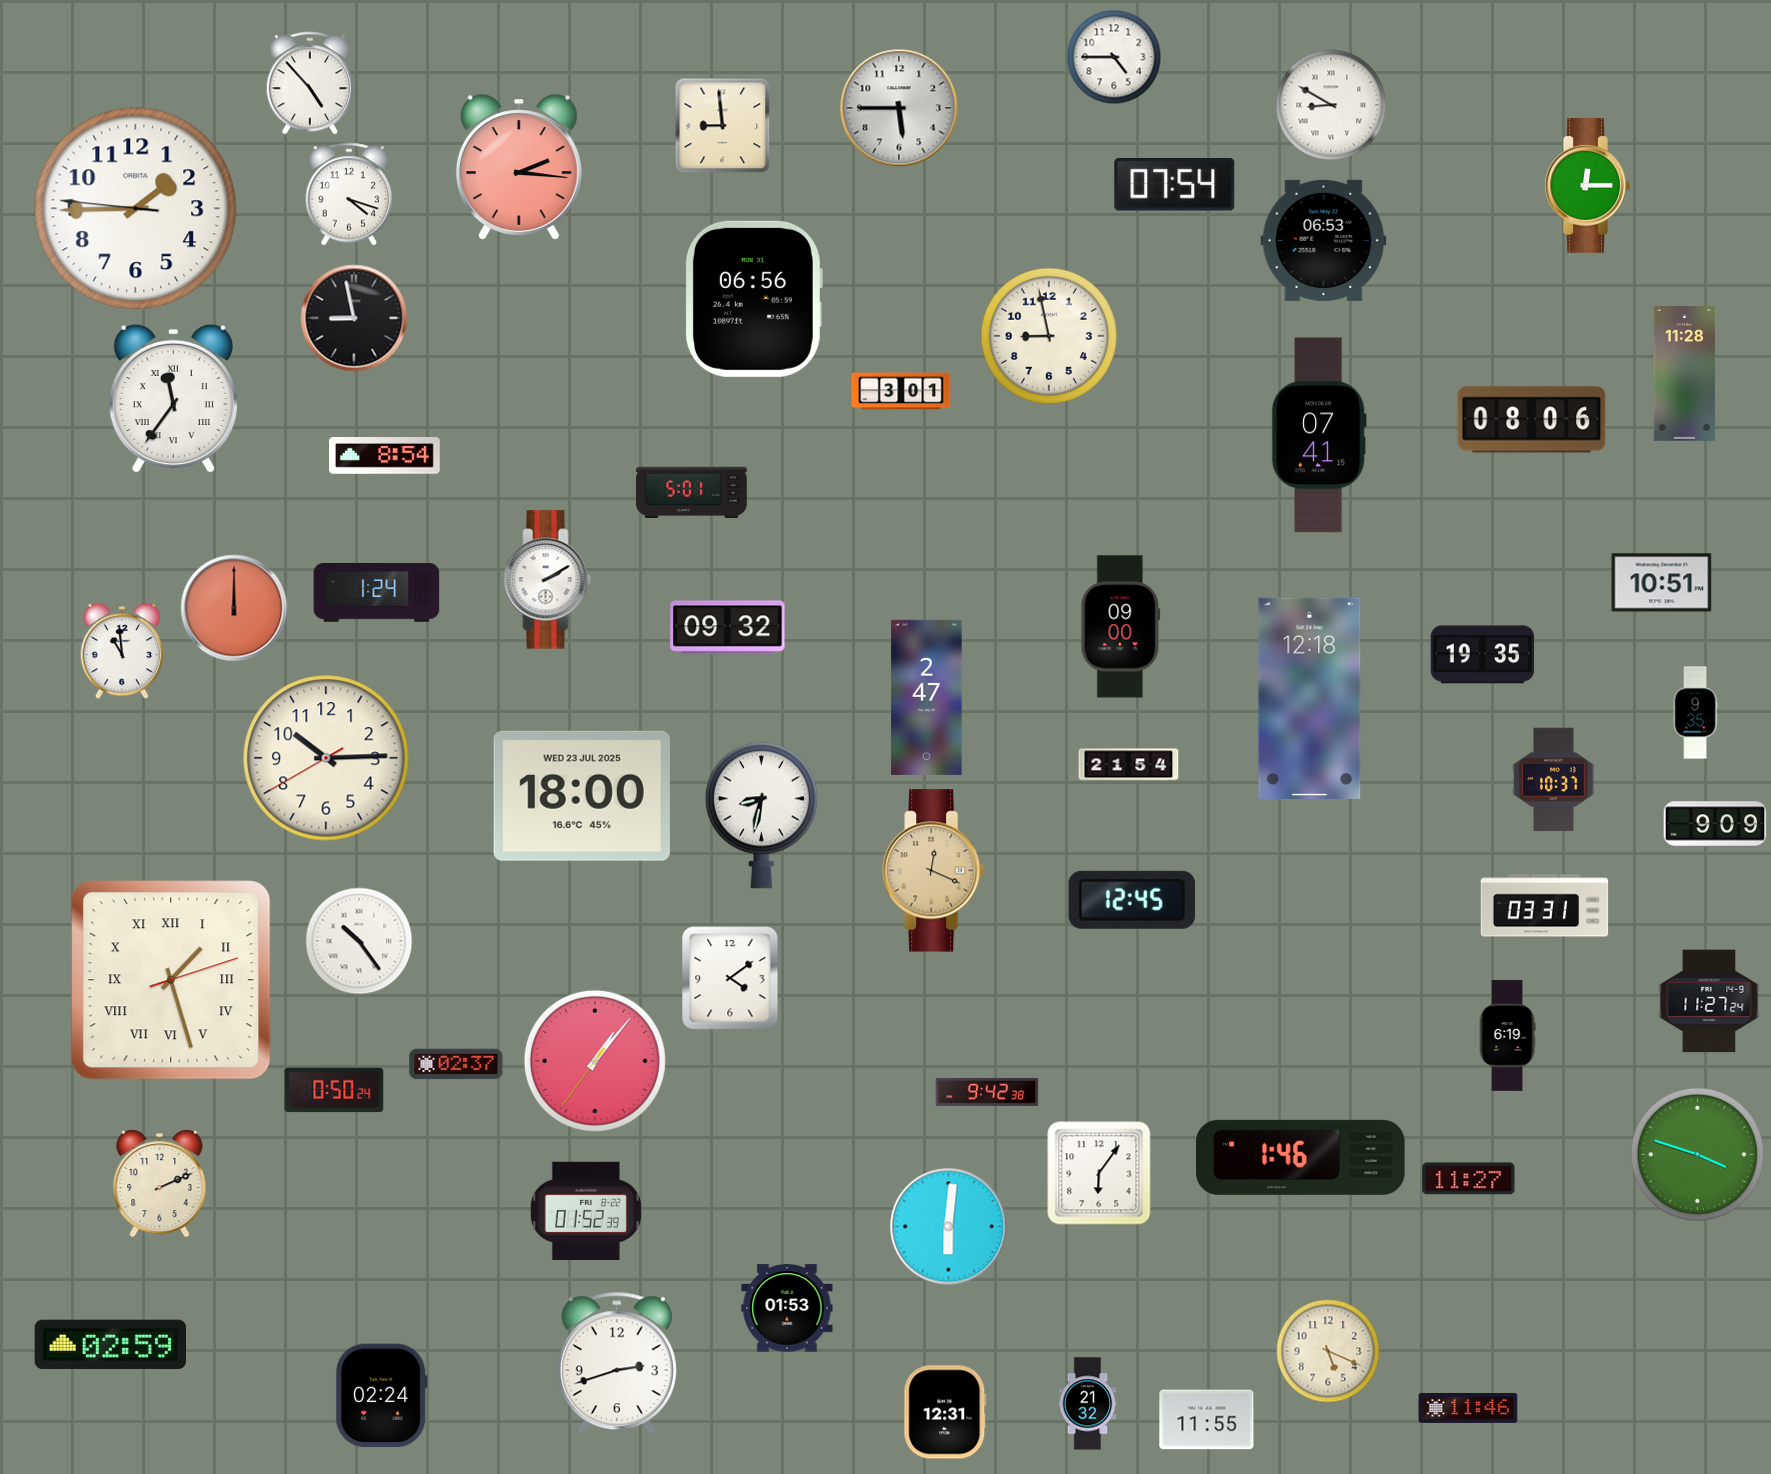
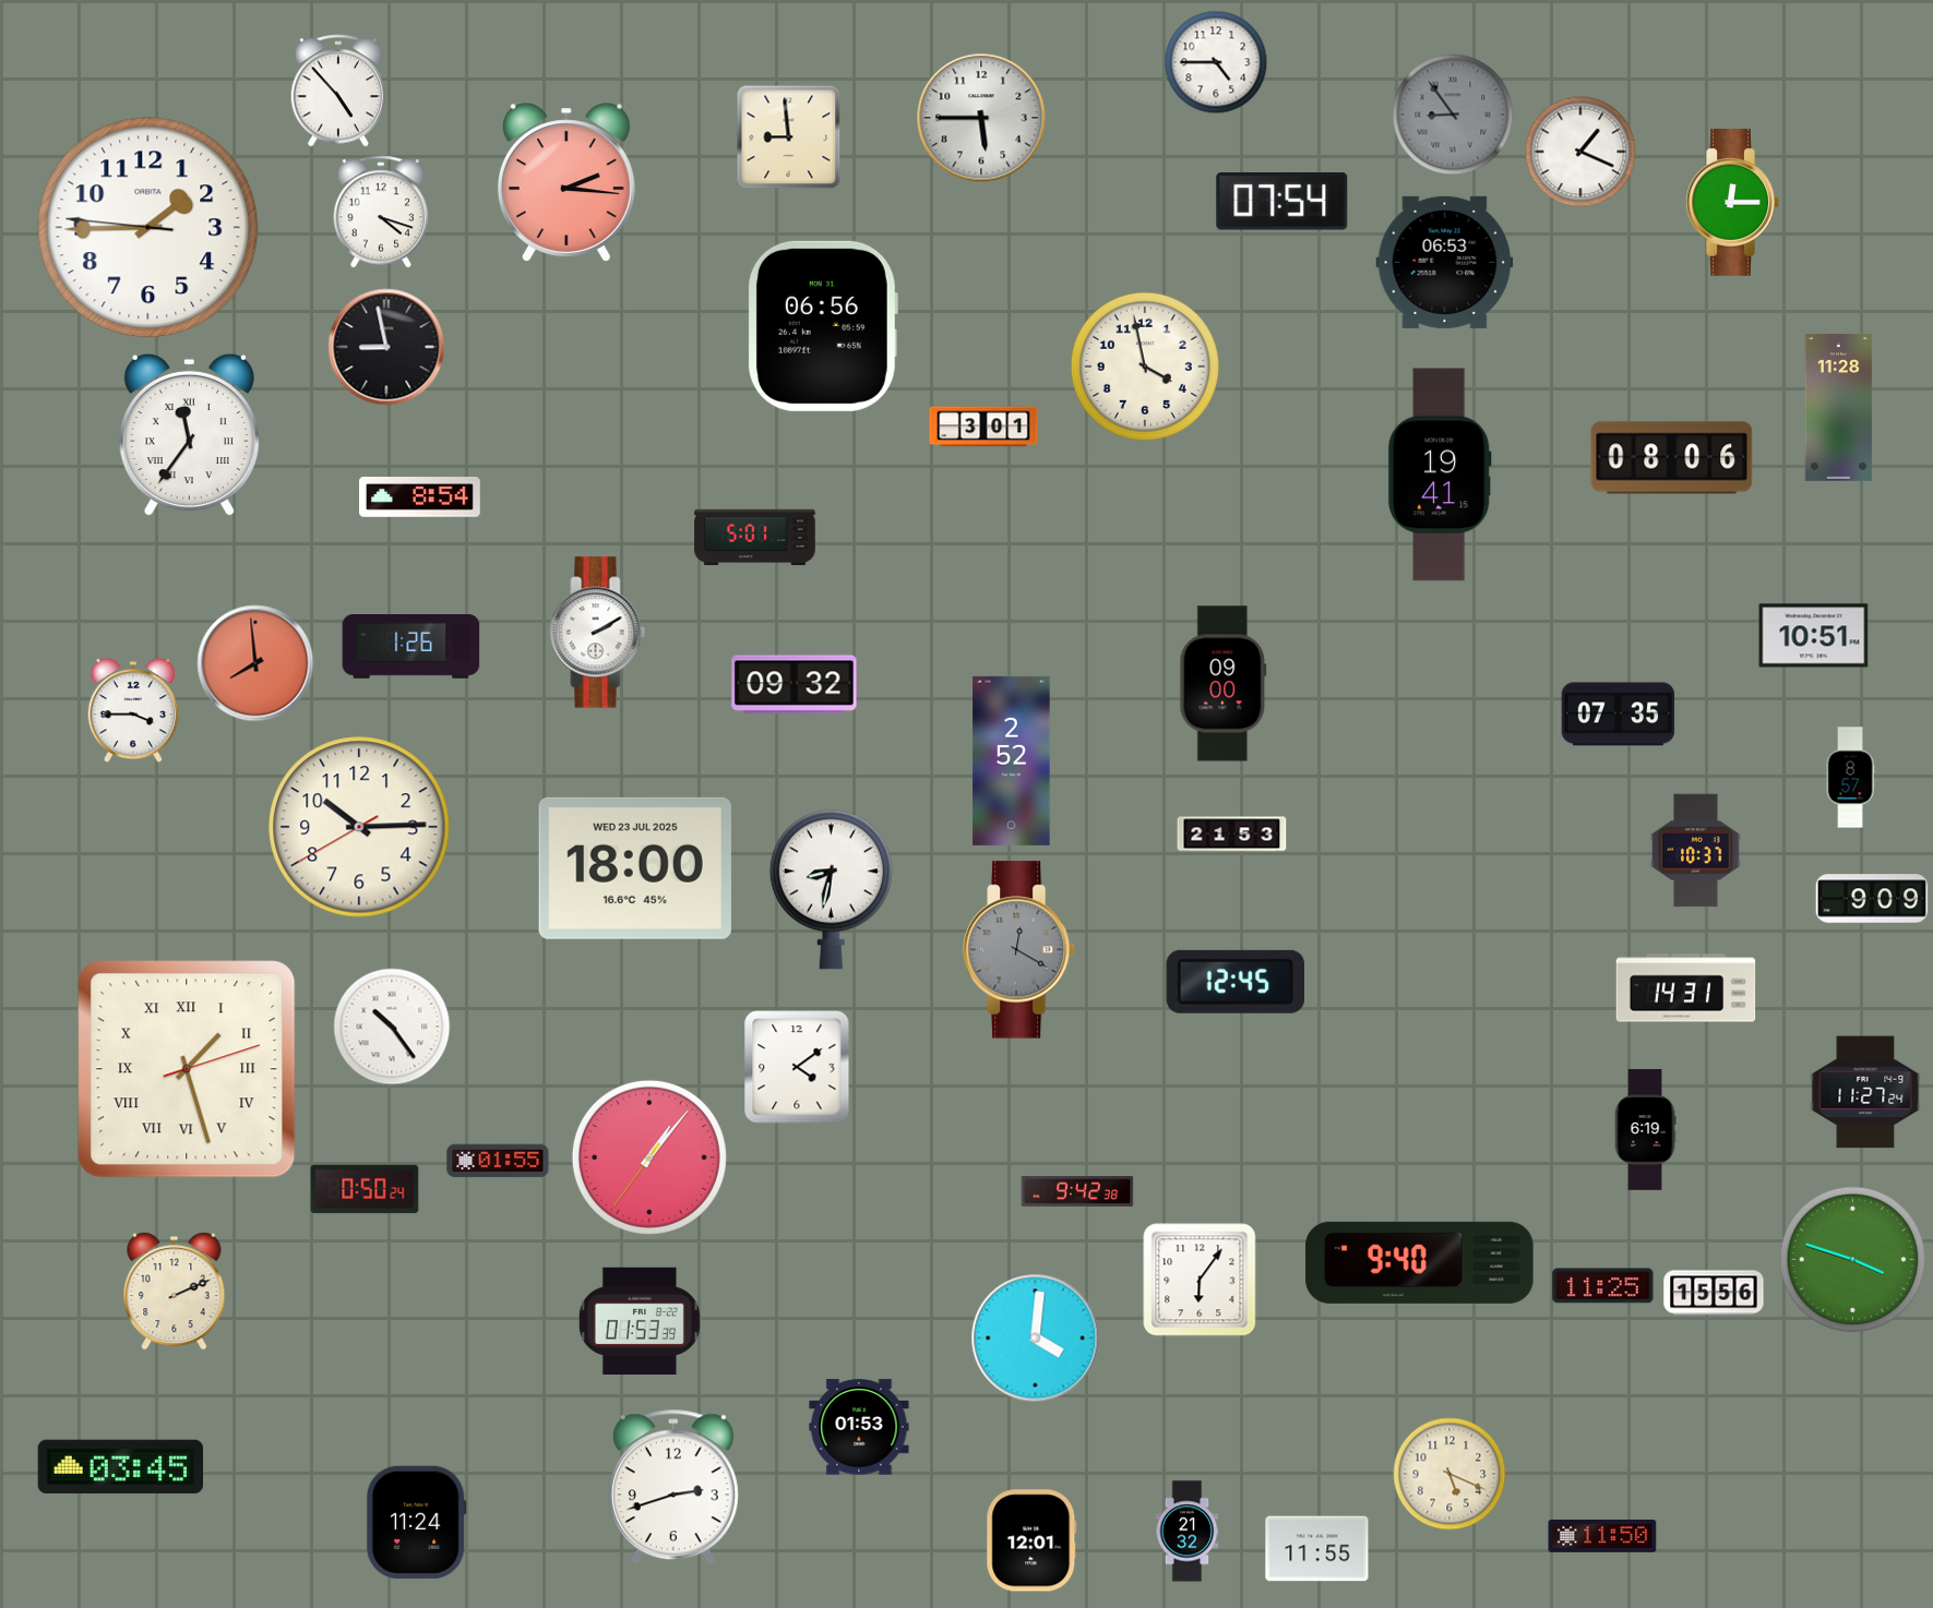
clock at (1331, 105): 8:50 -> 8:54
clock at (1331, 105) dial: white -> grey
clock at (1580, 152): none -> 1:19
clock at (1049, 336): 8:58 -> 3:58
clock at (1319, 435): 07:41 -> 19:41
clock at (377, 593): 1:24 -> 1:26
clock at (234, 608): 12:00 -> 7:59
clock at (122, 651): 10:59 -> 3:45
clock at (1483, 655): 19:35 -> 07:35
clock at (927, 697): 2:47 -> 2:52
clock at (1310, 698): 12:18 -> none
clock at (1695, 713): 9:35 -> 8:57
clock at (326, 758) position: (326, 758) -> (359, 827)
clock at (1129, 765): 21:54 -> 21:53
clock at (934, 871): 12:19 -> 12:20
clock at (934, 871) dial: champagne -> grey
clock at (1545, 906): 03:31 -> 14:31
clock at (456, 1064): 02:37 -> 01:55
clock at (1301, 1157): 1:46 -> 9:40
clock at (1469, 1179): 11:27 -> 11:25
clock at (1714, 1293): none -> 15:56
clock at (586, 1210): 01:52 -> 01:53
clock at (949, 1227): 6:01 -> 4:01
clock at (111, 1344): 02:59 -> 03:45
clock at (381, 1396): 02:24 -> 11:24
clock at (1468, 1408): 11:46 -> 11:50
clock at (945, 1412): 12:31 -> 12:01
